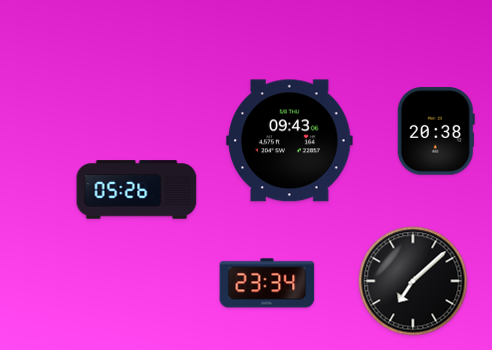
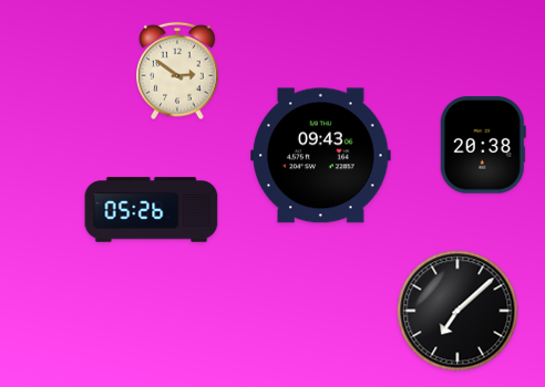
clock at (177, 71): none -> 2:51
clock at (267, 283): 23:34 -> none
